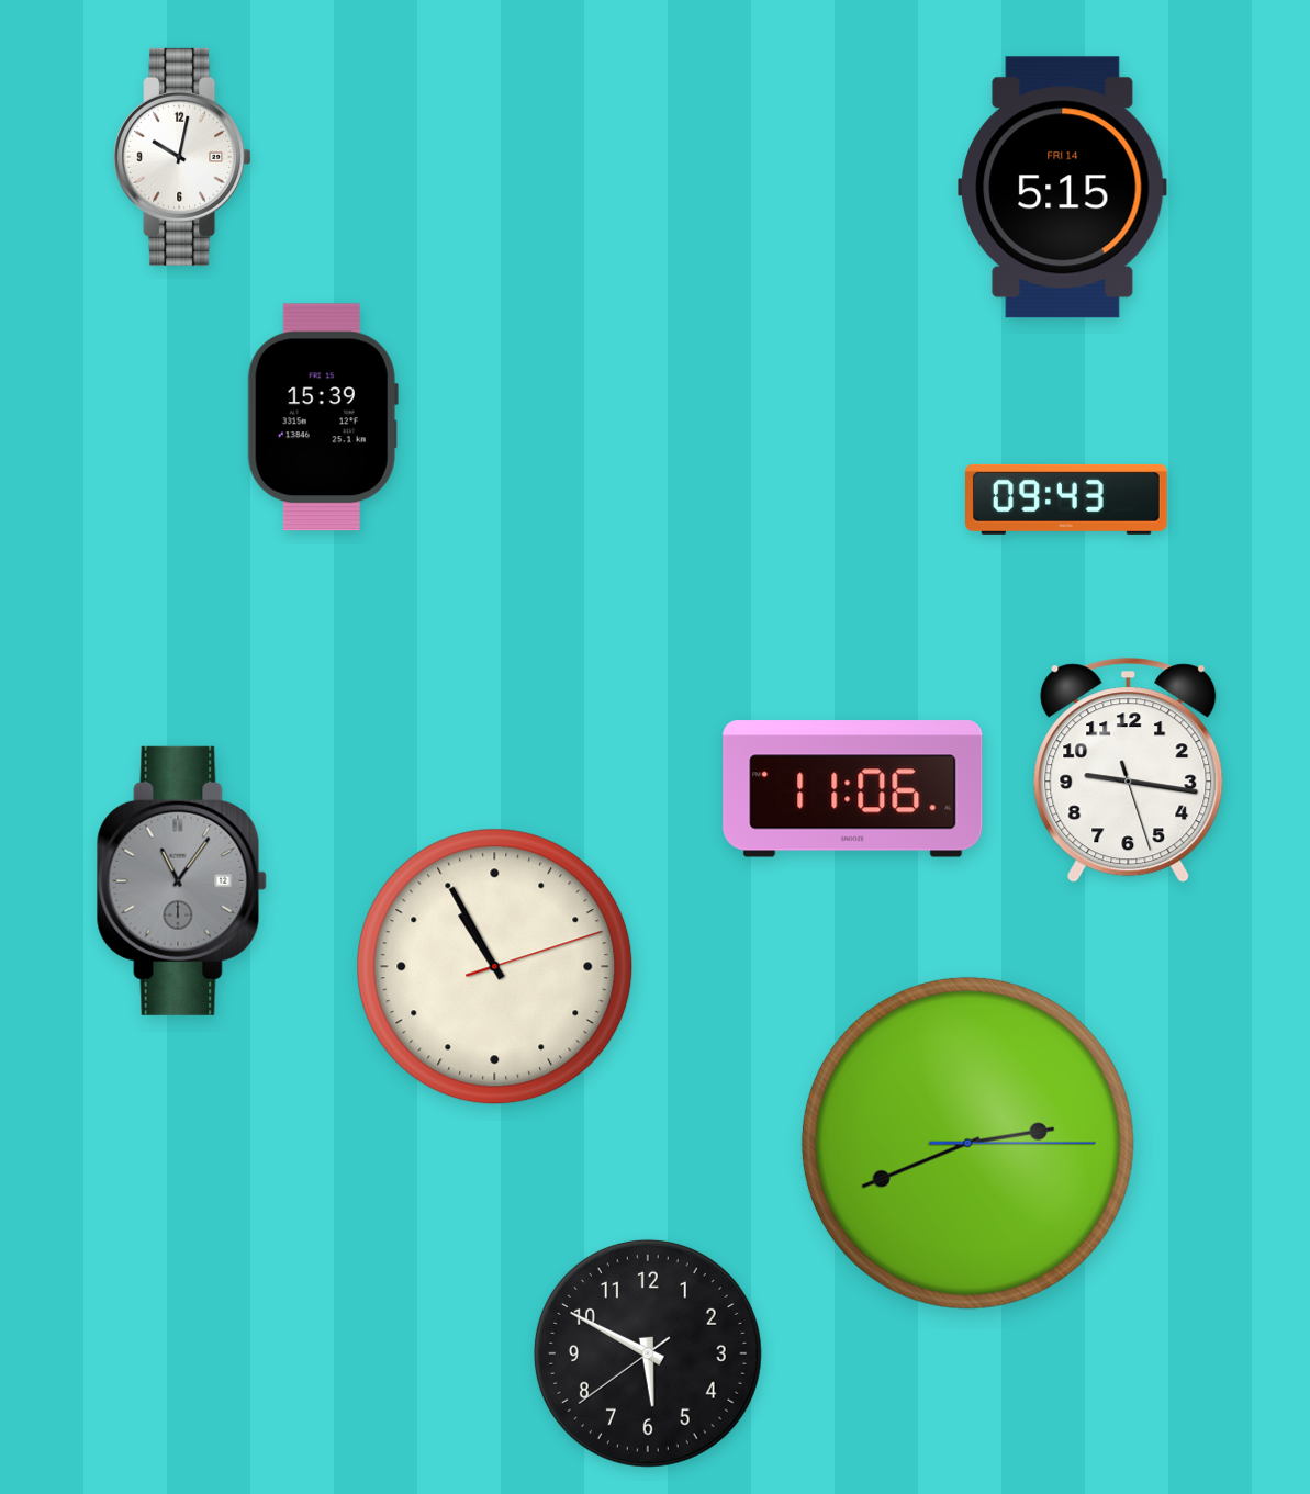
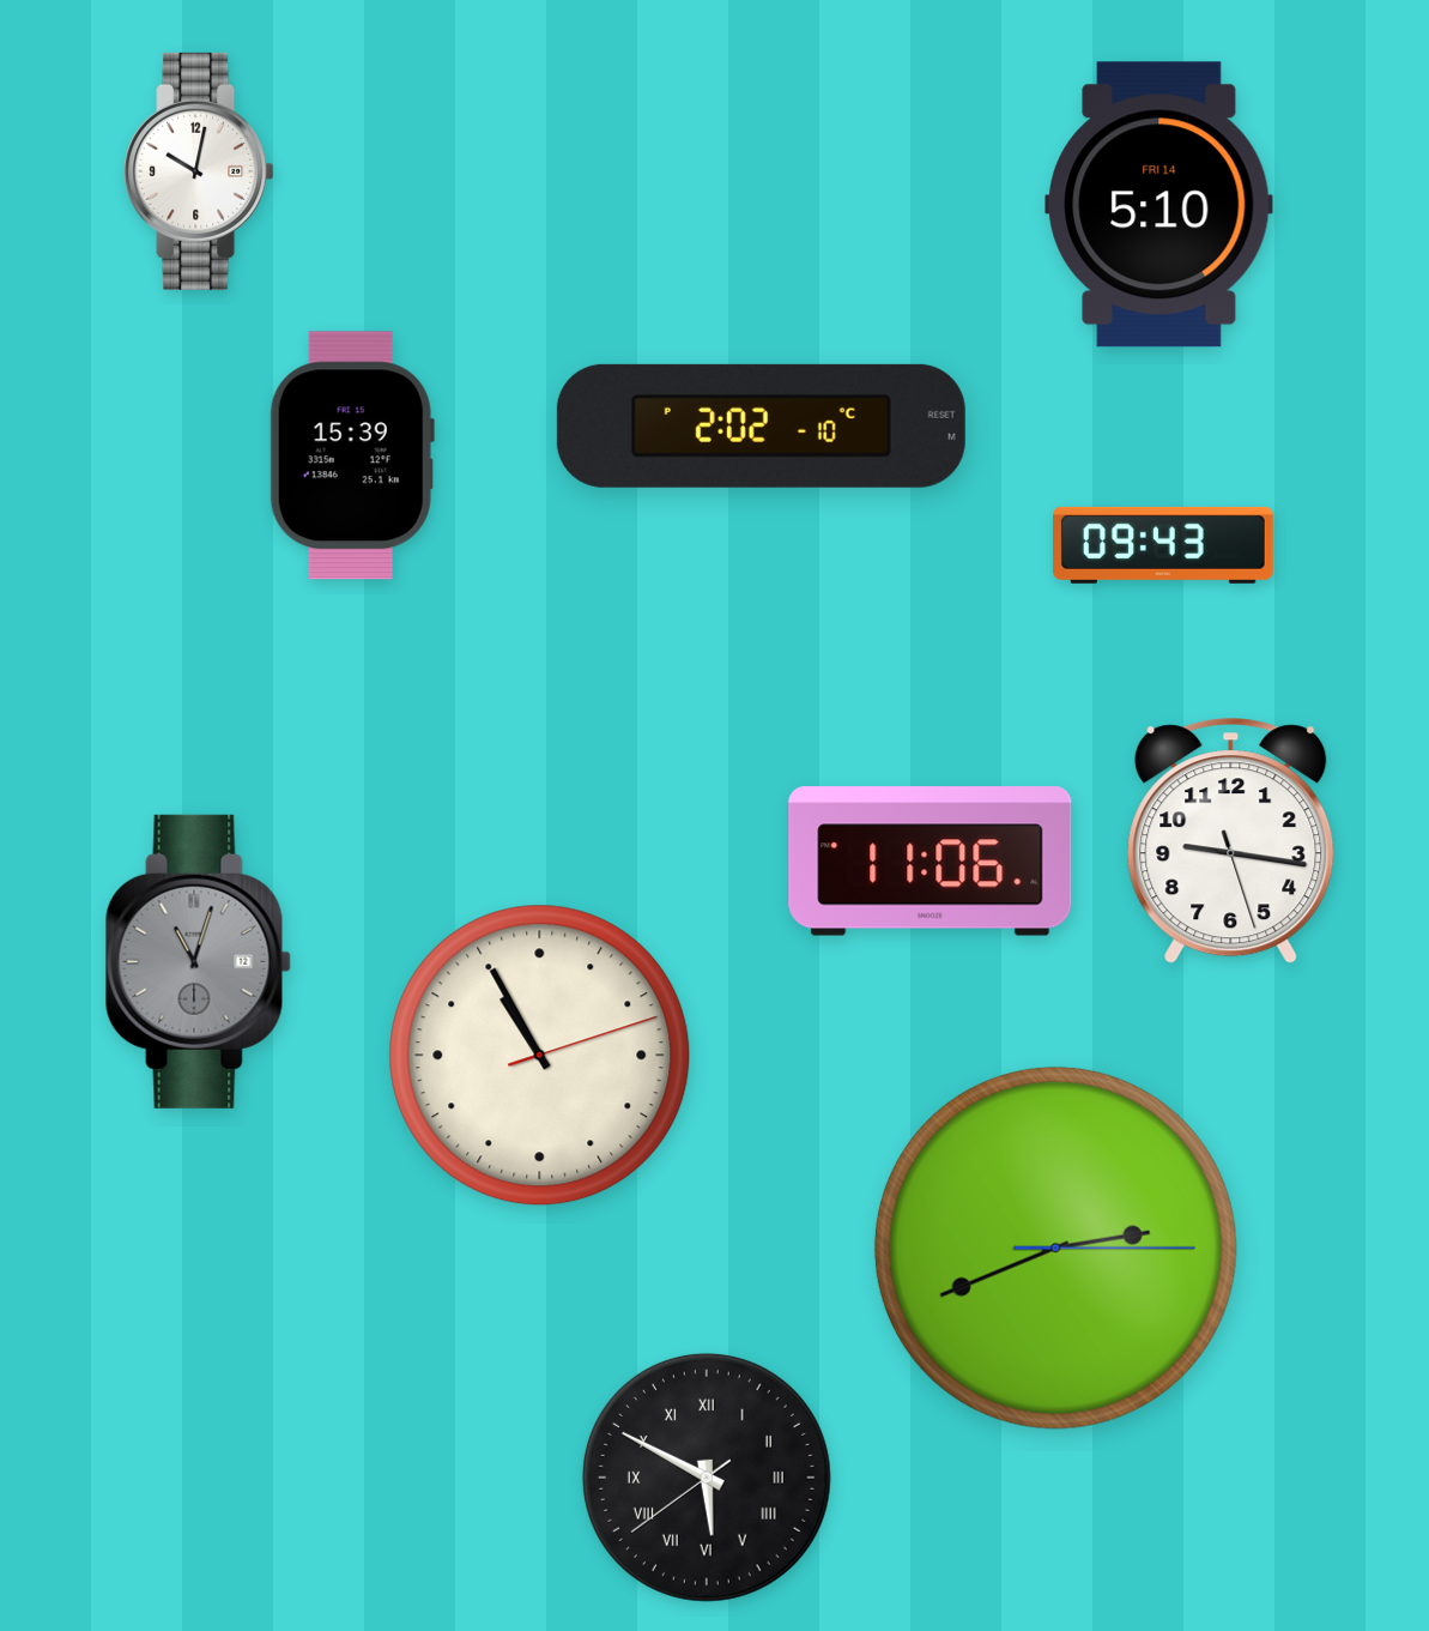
clock at (1063, 188): 5:15 -> 5:10
clock at (761, 425): none -> 2:02
clock at (181, 880): 11:06 -> 11:03
clock at (648, 1353) numerals: Arabic -> Roman
